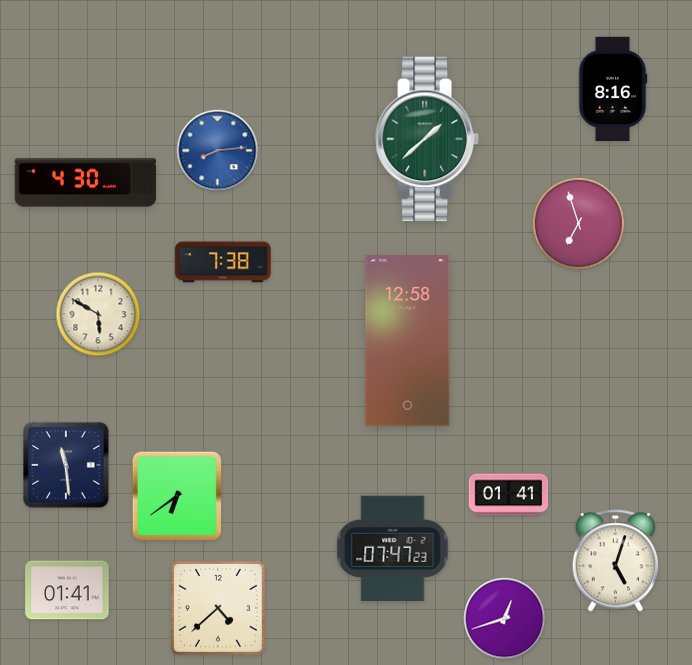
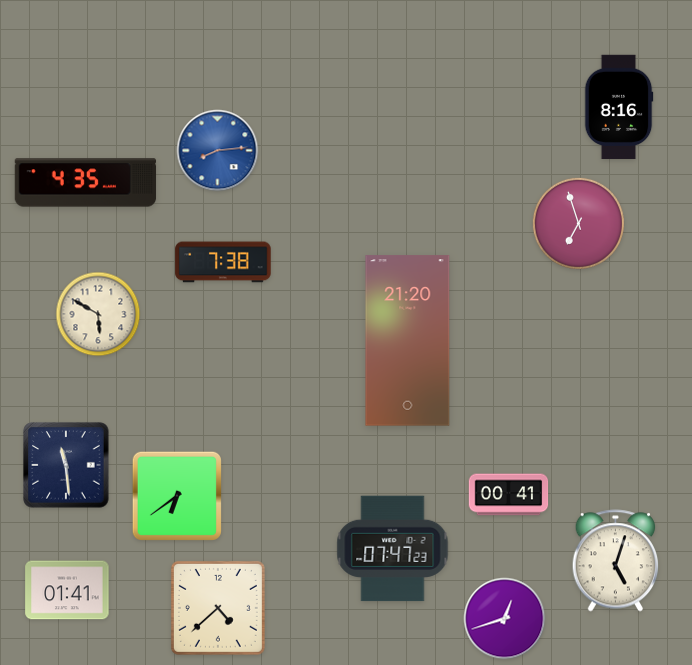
clock at (613, 89) position: (613, 89) -> (619, 107)
clock at (427, 139): 1:38 -> none
clock at (86, 183): 4:30 -> 4:35
clock at (408, 341): 12:58 -> 21:20
clock at (509, 495): 01:41 -> 00:41
